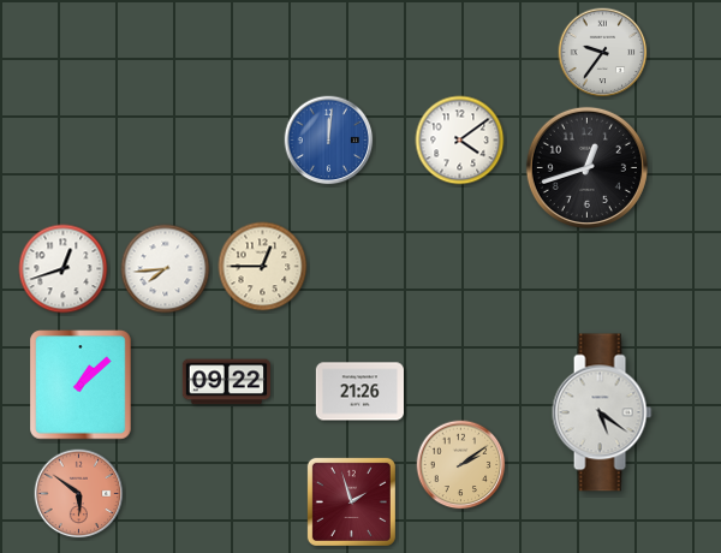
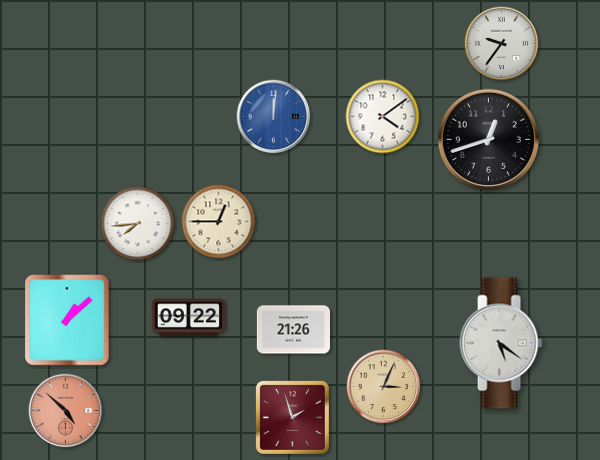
clock at (64, 269): 12:42 -> none
clock at (359, 392) position: (359, 392) -> (293, 330)
clock at (461, 465): 2:09 -> 3:04
clock at (79, 494): 5:51 -> 4:52
